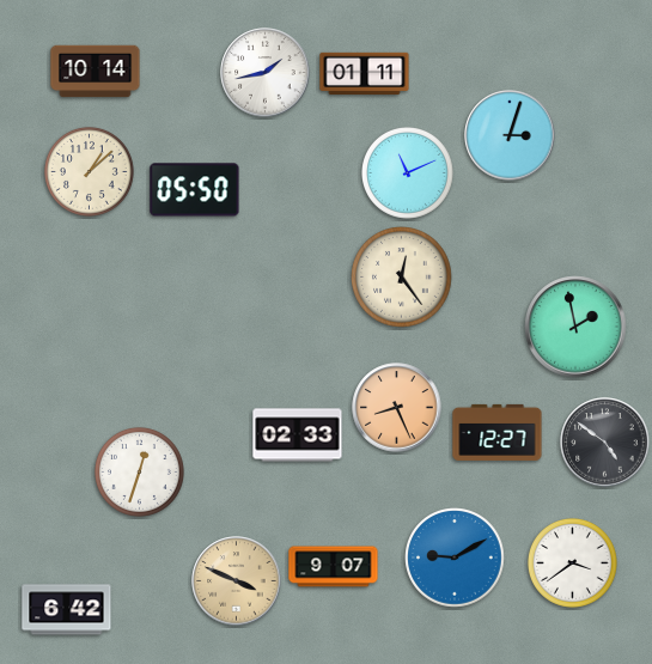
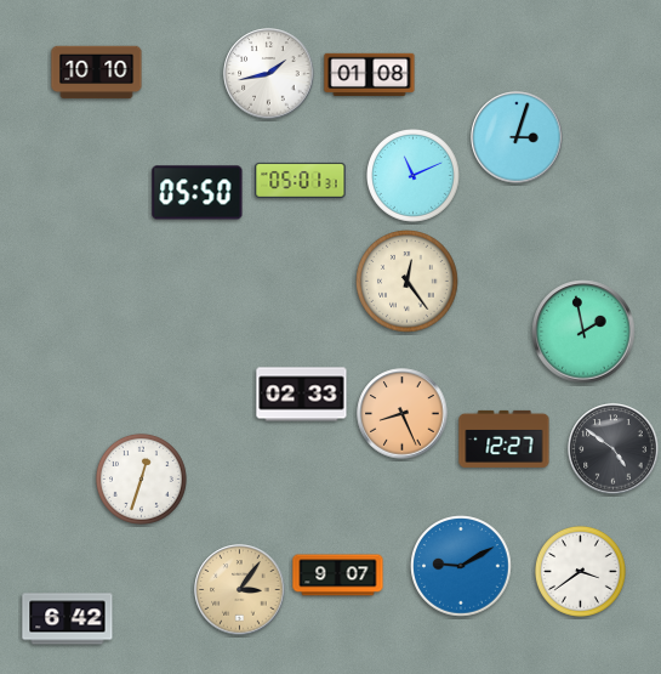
clock at (96, 72): 10:14 -> 10:10
clock at (365, 74): 01:11 -> 01:08
clock at (89, 171): 1:08 -> none
clock at (301, 180): none -> 05:01
clock at (298, 435) position: (298, 435) -> (302, 395)
clock at (237, 581): 3:49 -> 3:06
